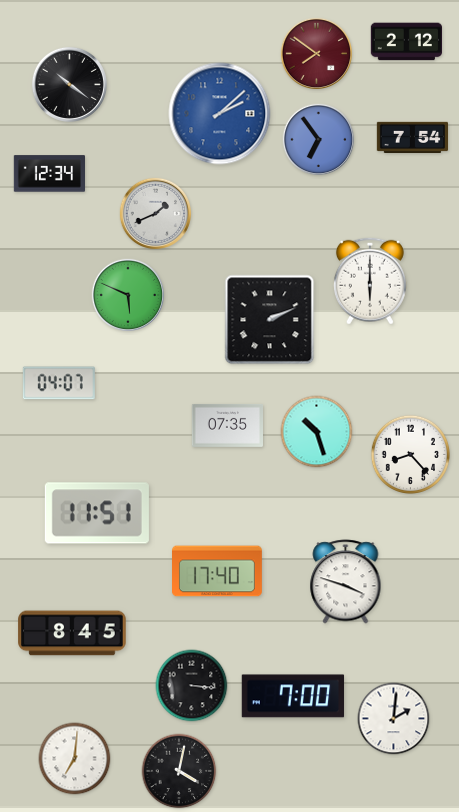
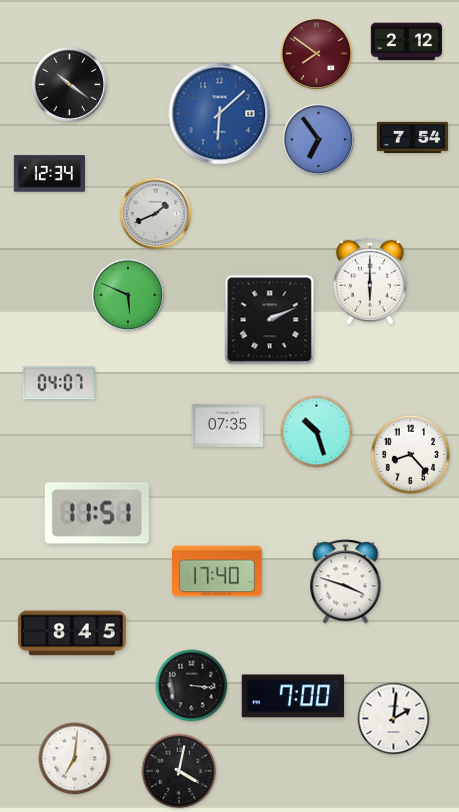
clock at (220, 114): 2:08 -> 6:08
